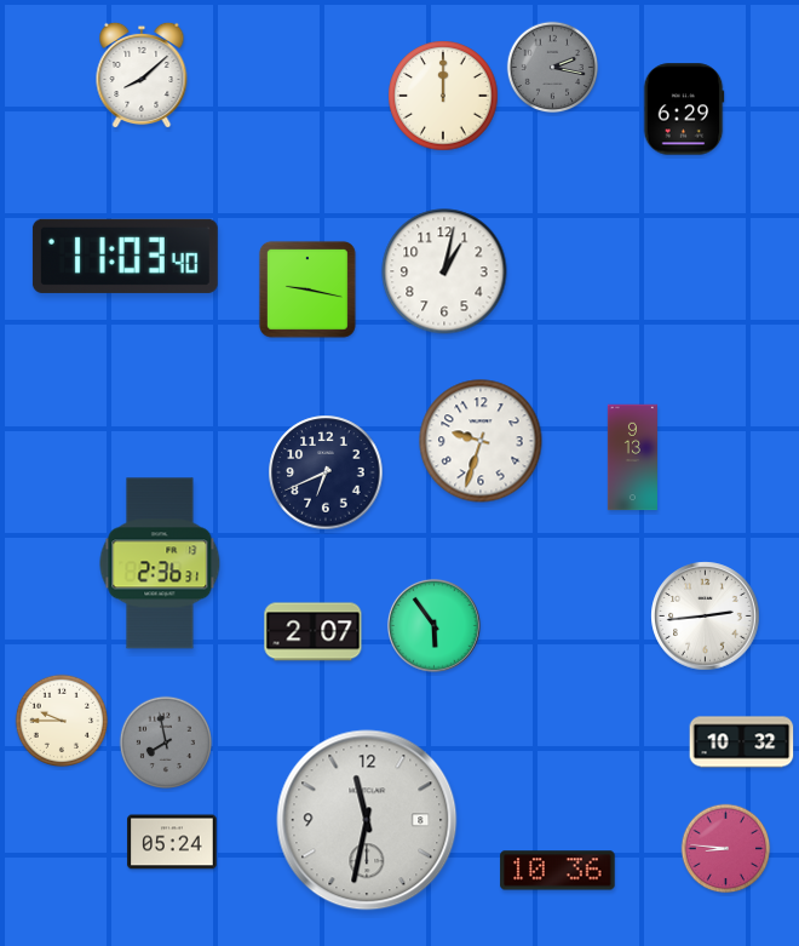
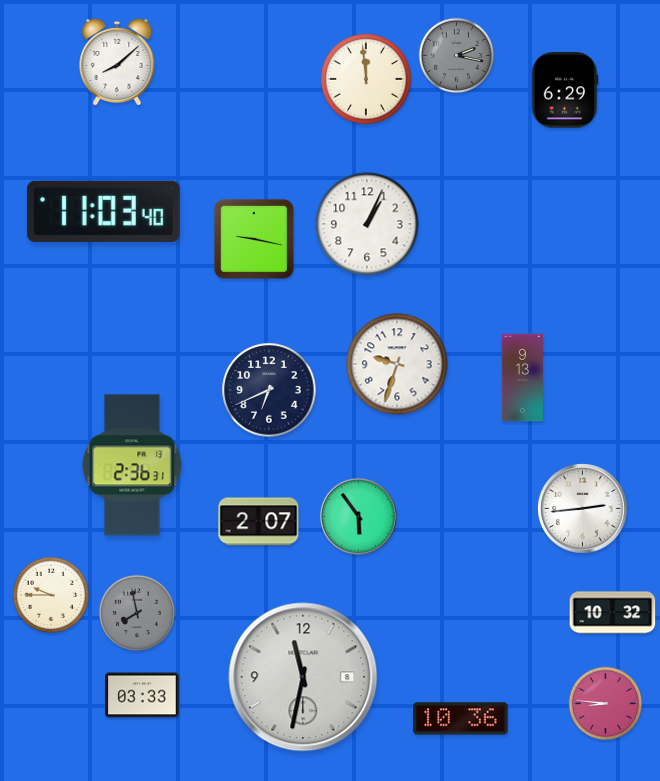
clock at (443, 96): 12:00 -> 11:59
clock at (444, 271): 1:02 -> 1:04
clock at (172, 842): 05:24 -> 03:33
clock at (726, 849) position: (726, 849) -> (606, 704)
